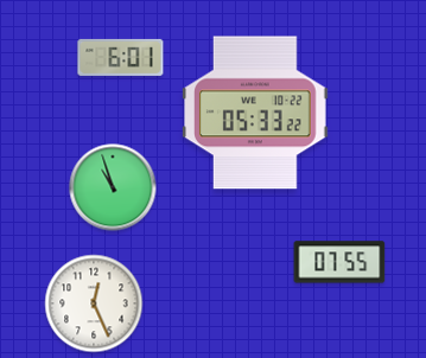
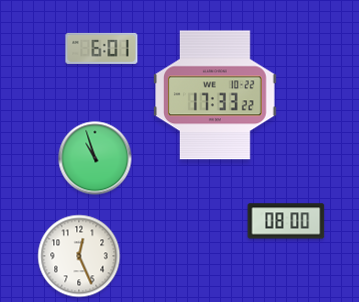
clock at (256, 113): 05:33 -> 17:33
clock at (339, 262): 07:55 -> 08:00
